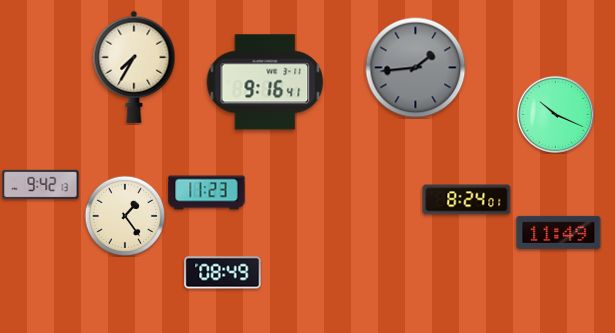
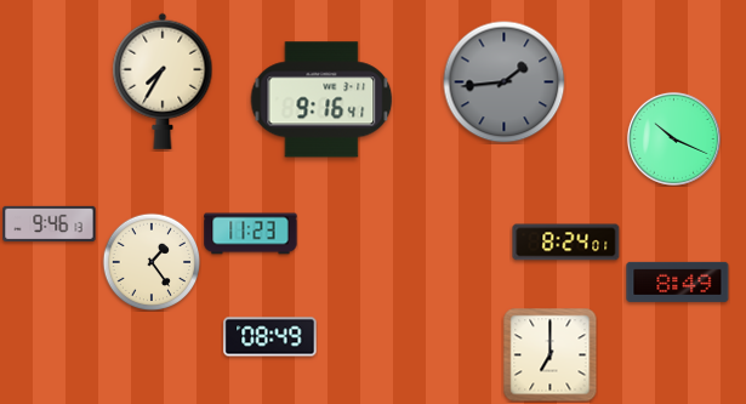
clock at (41, 185): 9:42 -> 9:46
clock at (559, 232): 11:49 -> 8:49
clock at (223, 273) position: (223, 273) -> (271, 337)
clock at (549, 354): none -> 7:00
